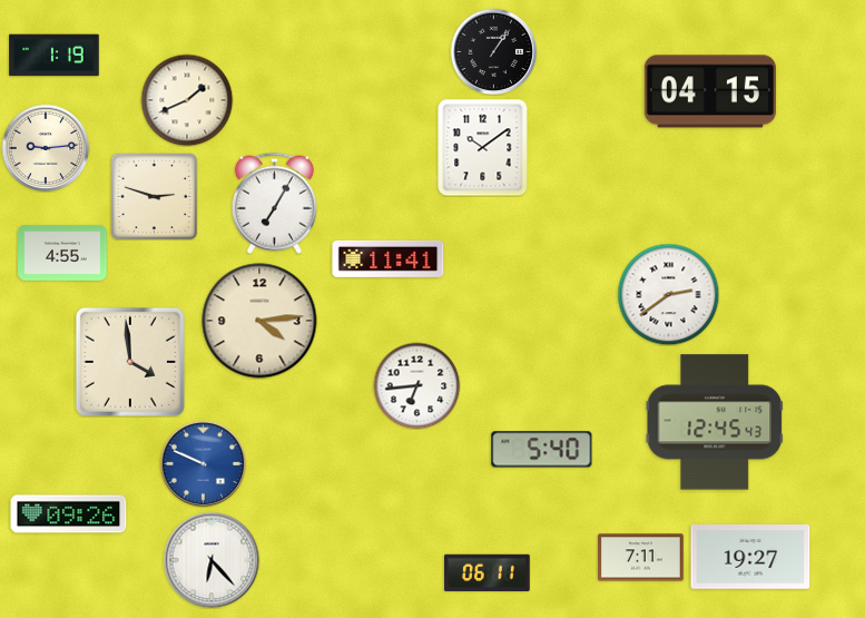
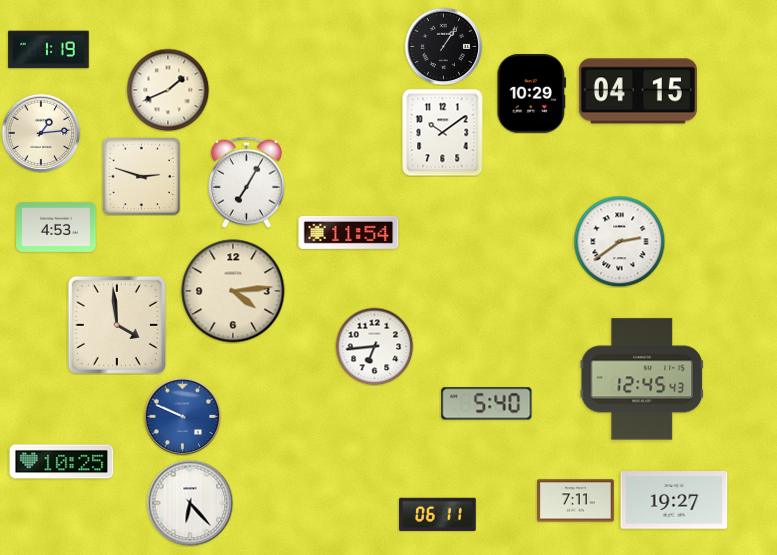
clock at (710, 91) position: (710, 91) -> (638, 91)
clock at (532, 94): none -> 10:29
clock at (483, 147) position: (483, 147) -> (443, 132)
clock at (46, 148): 9:14 -> 1:14
clock at (154, 196) position: (154, 196) -> (141, 176)
clock at (62, 254): 4:55 -> 4:53
clock at (389, 258): 11:41 -> 11:54
clock at (668, 294) position: (668, 294) -> (619, 241)
clock at (259, 321) position: (259, 321) -> (233, 291)
clock at (69, 514): 09:26 -> 10:25
